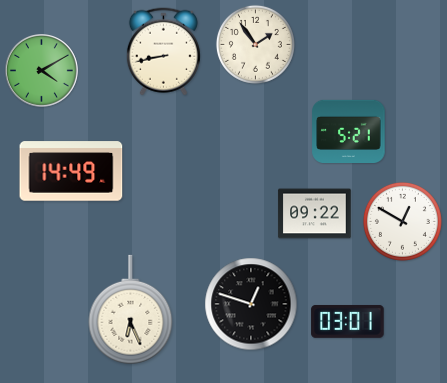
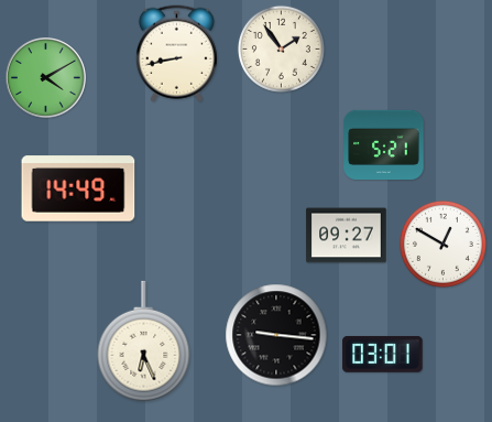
clock at (163, 52) position: (163, 52) -> (176, 54)
clock at (315, 214): 09:22 -> 09:27
clock at (251, 304): 12:48 -> 9:16
